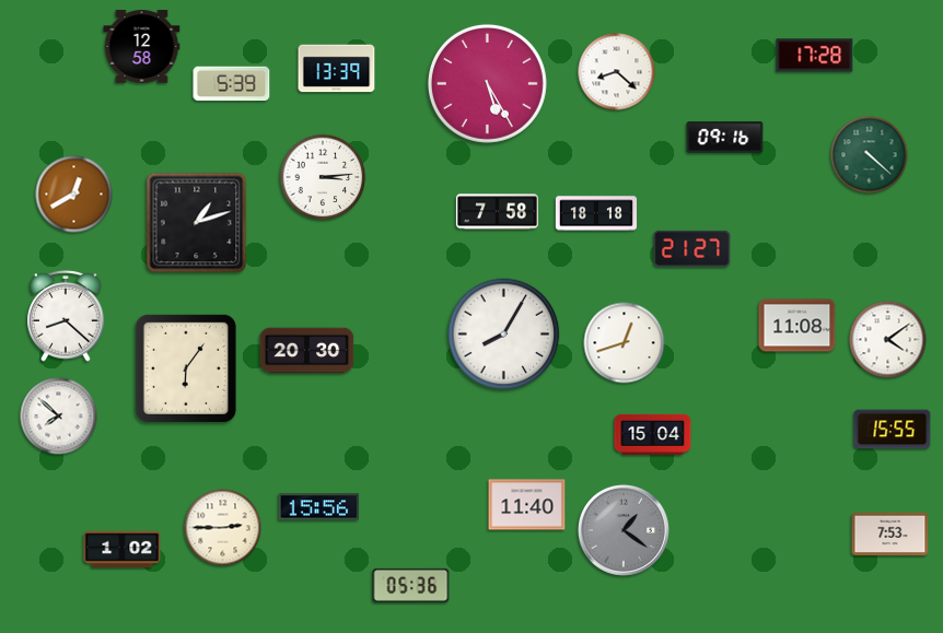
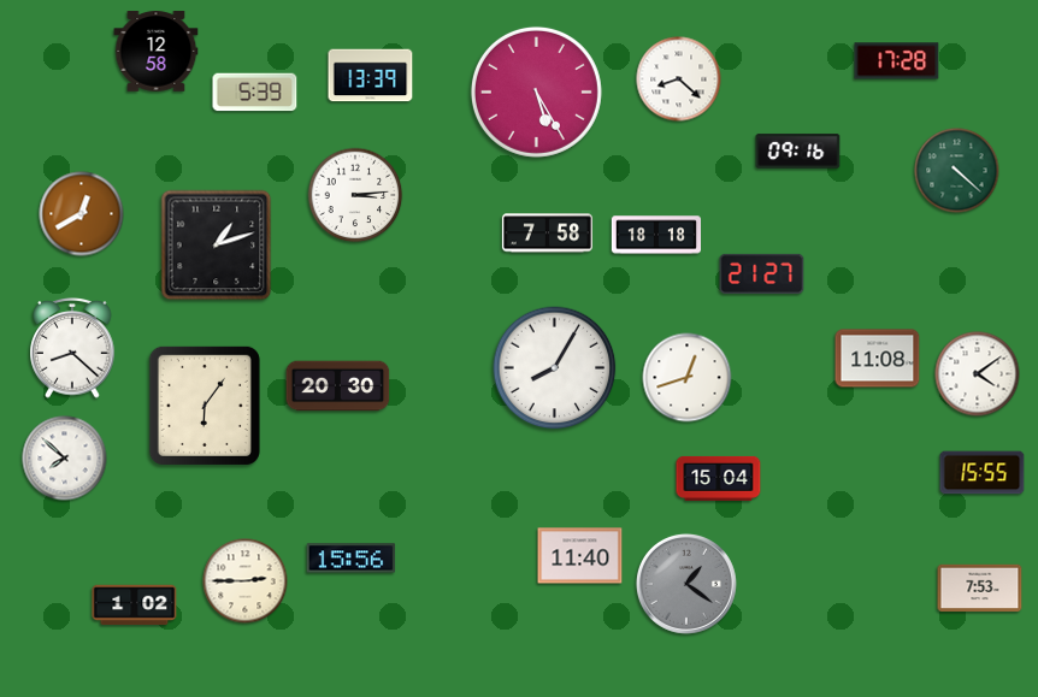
clock at (411, 585): 05:36 -> none
